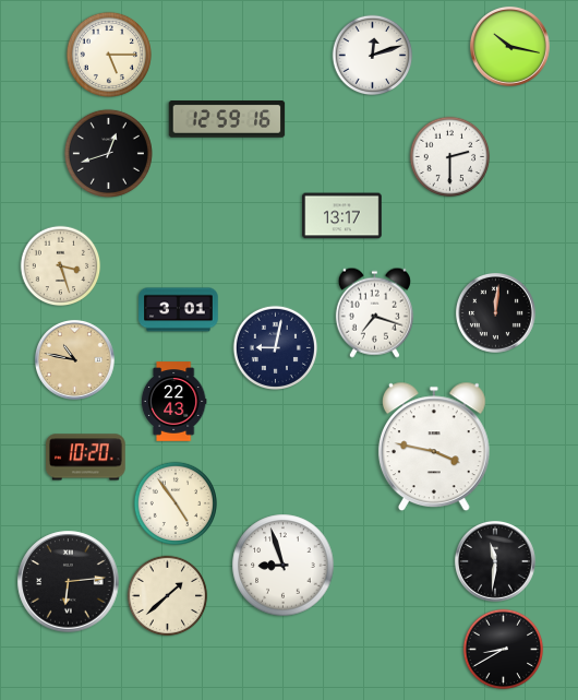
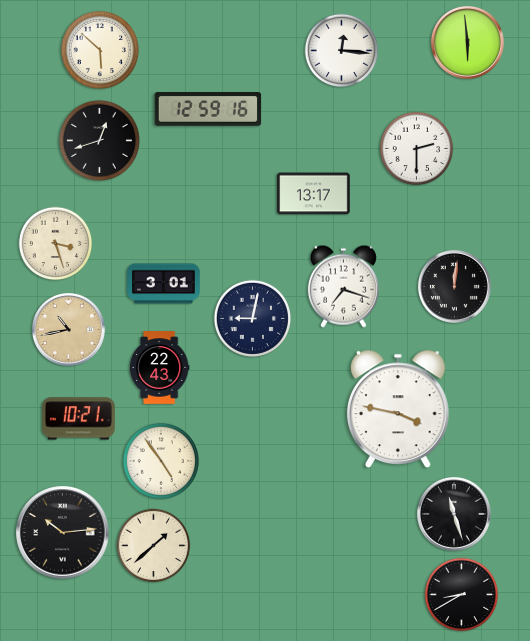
clock at (509, 46): 10:17 -> 5:59
clock at (109, 55): 5:15 -> 5:52
clock at (373, 56): 12:12 -> 12:16
clock at (450, 157) position: (450, 157) -> (417, 149)
clock at (342, 216) position: (342, 216) -> (314, 194)
clock at (74, 359): 10:47 -> 10:43
clock at (86, 458): 10:20 -> 10:21
clock at (495, 561): 11:31 -> 11:27
clock at (284, 566): 8:57 -> none
clock at (69, 582): 6:14 -> 10:14
